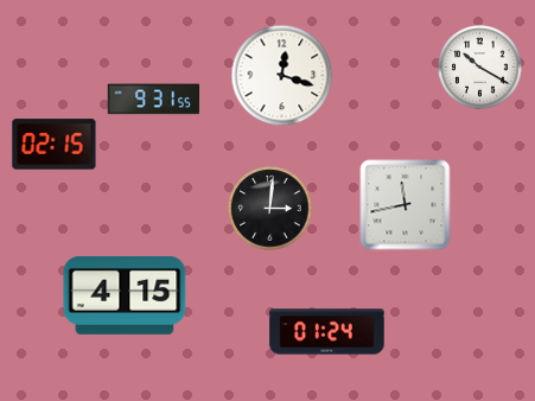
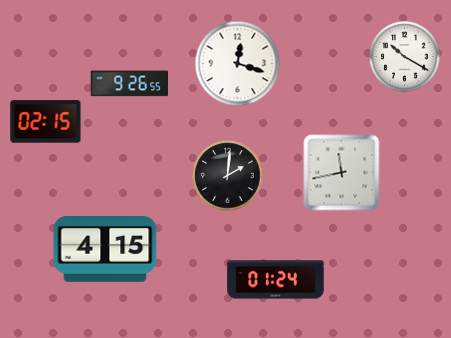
clock at (154, 100): 9:31 -> 9:26
clock at (270, 209): 3:01 -> 2:01
